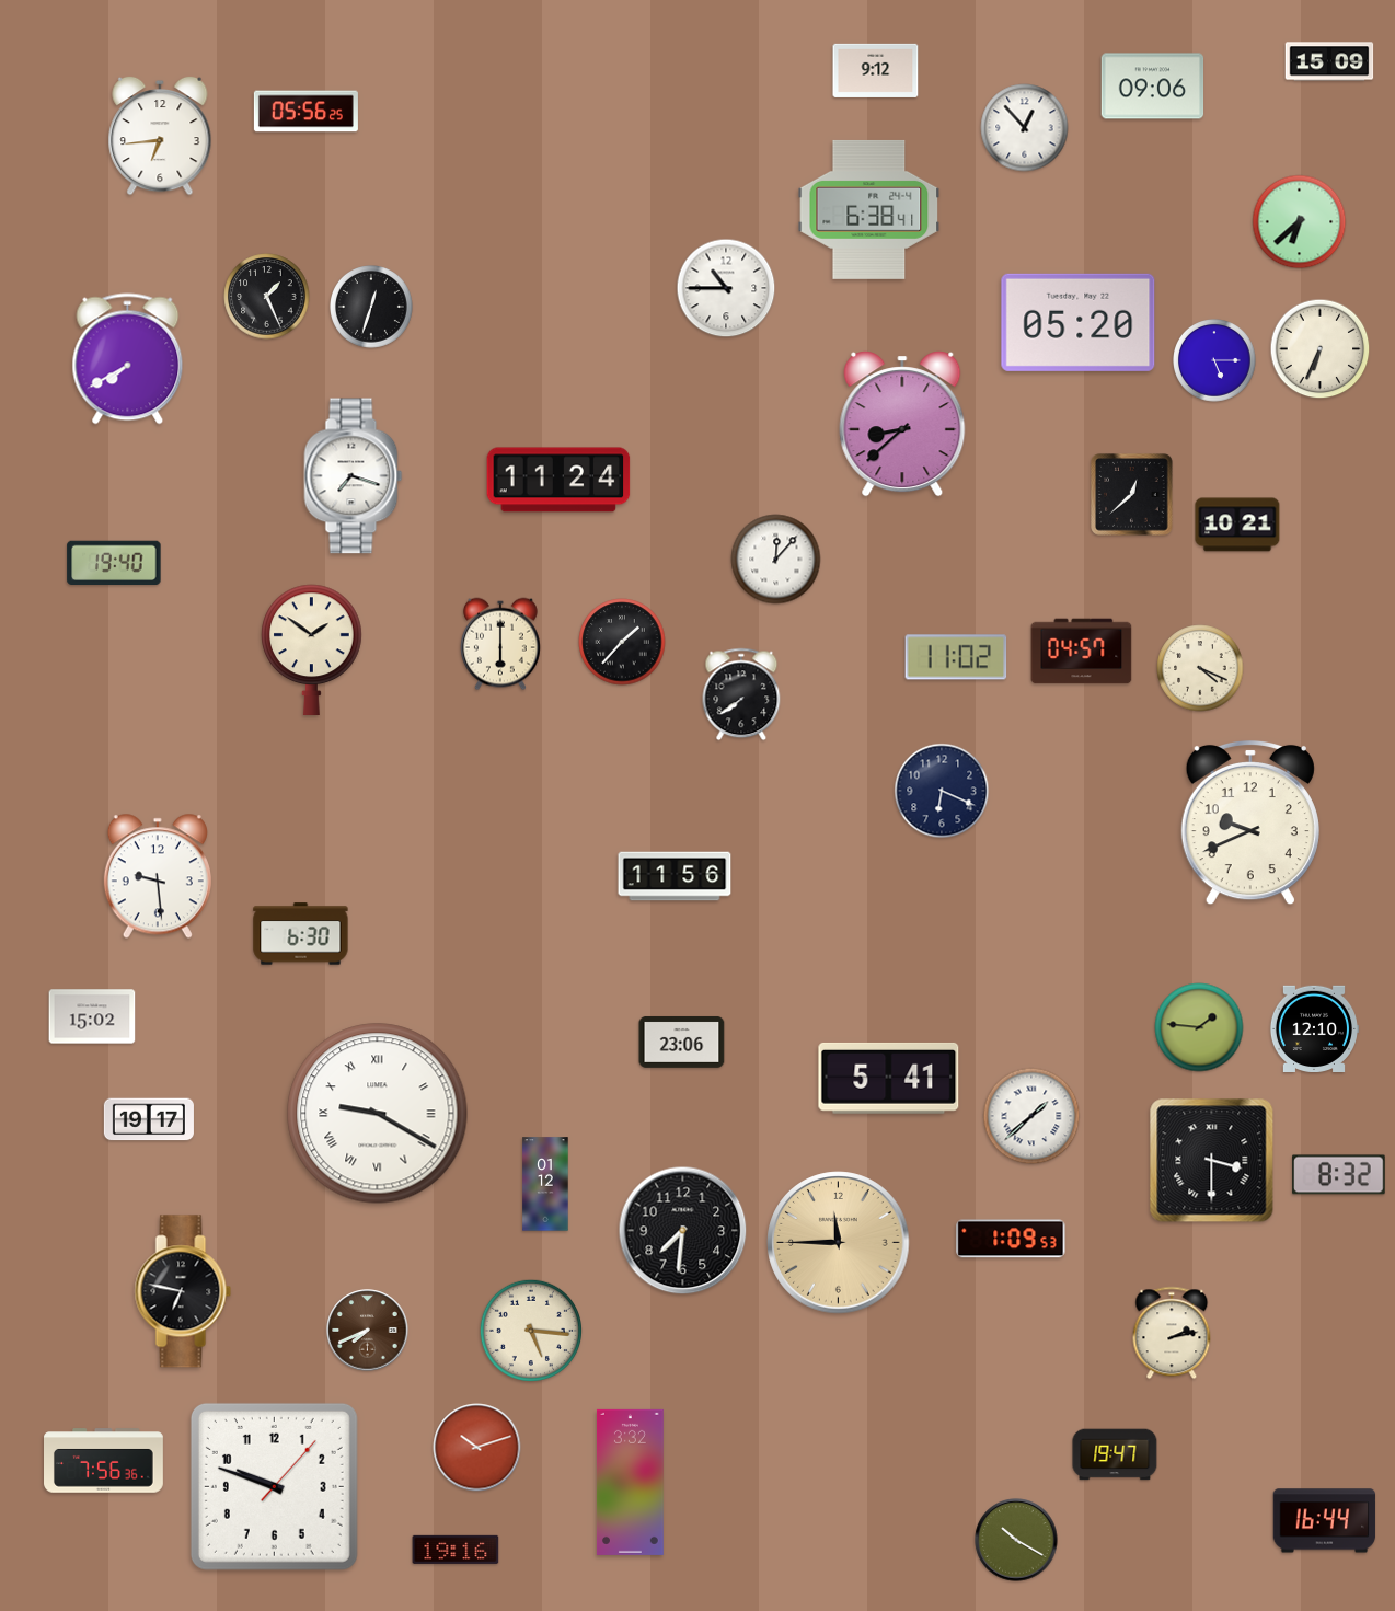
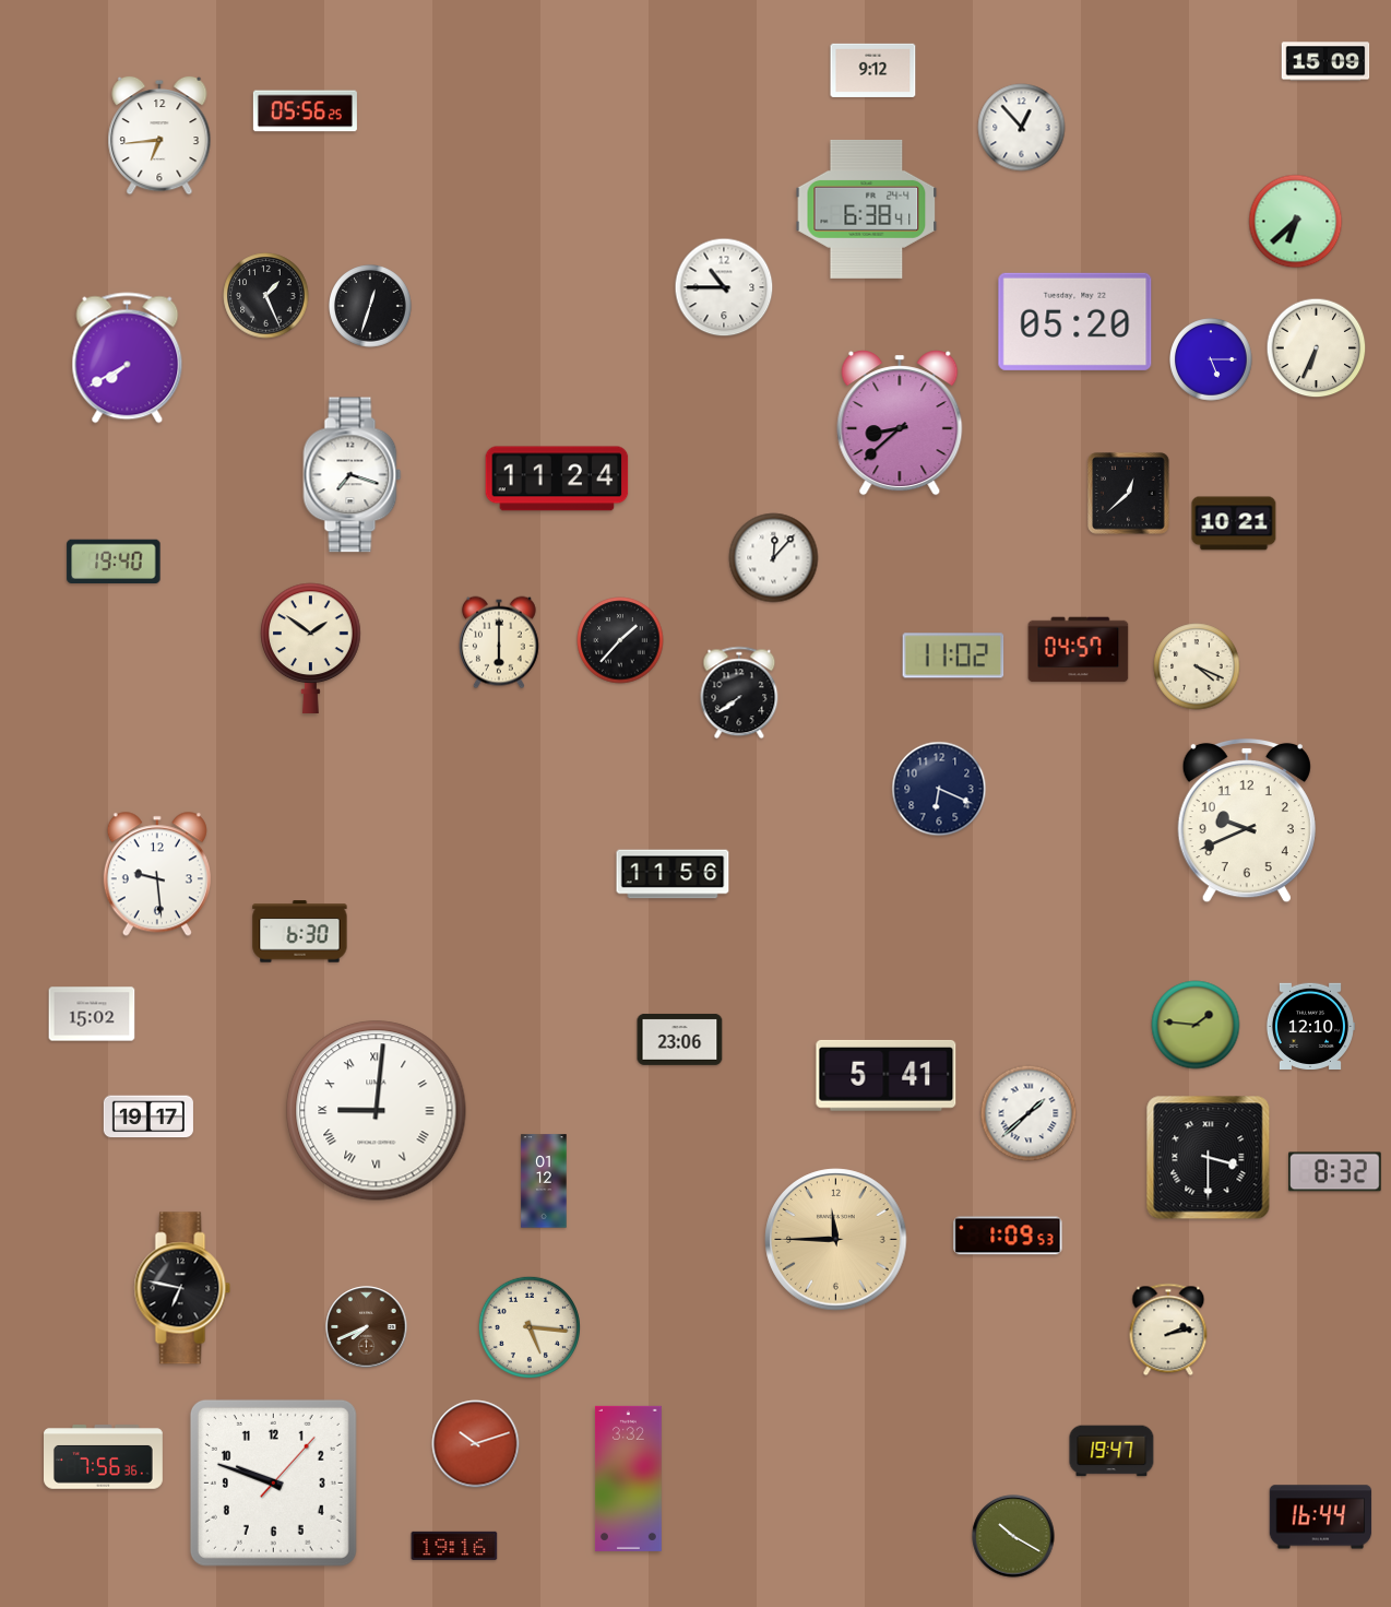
clock at (1153, 87): 09:06 -> none
clock at (378, 1114): 9:20 -> 9:01
clock at (683, 1231): 7:31 -> none
